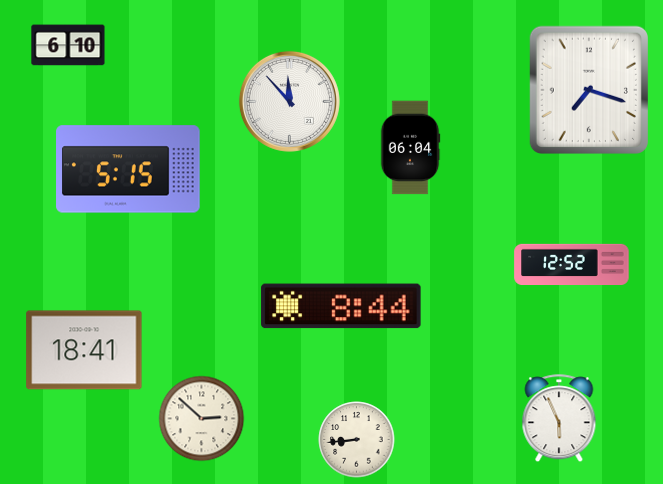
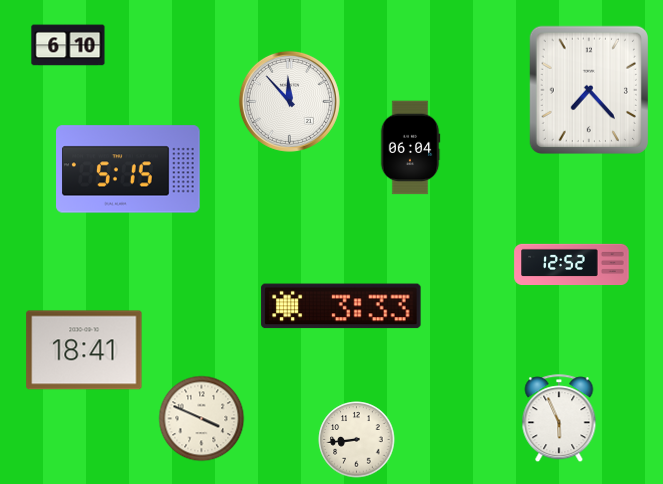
clock at (589, 89): 7:18 -> 7:23
clock at (341, 306): 8:44 -> 3:33
clock at (202, 419): 2:52 -> 3:49
